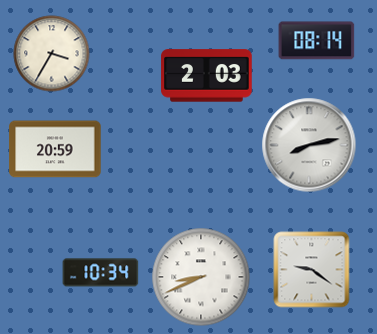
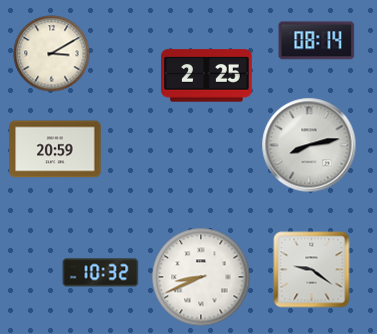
clock at (52, 54): 3:35 -> 3:10
clock at (207, 76): 2:03 -> 2:25
clock at (101, 273): 10:34 -> 10:32
